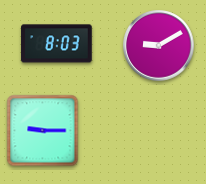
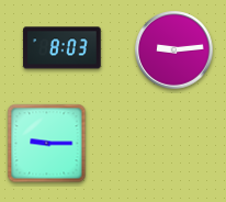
clock at (159, 46): 9:10 -> 9:14
